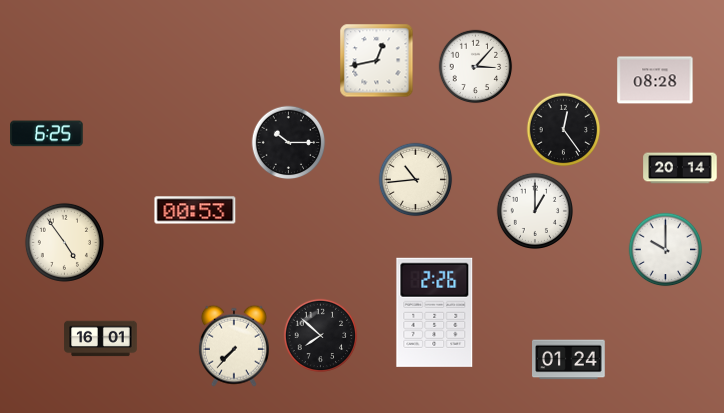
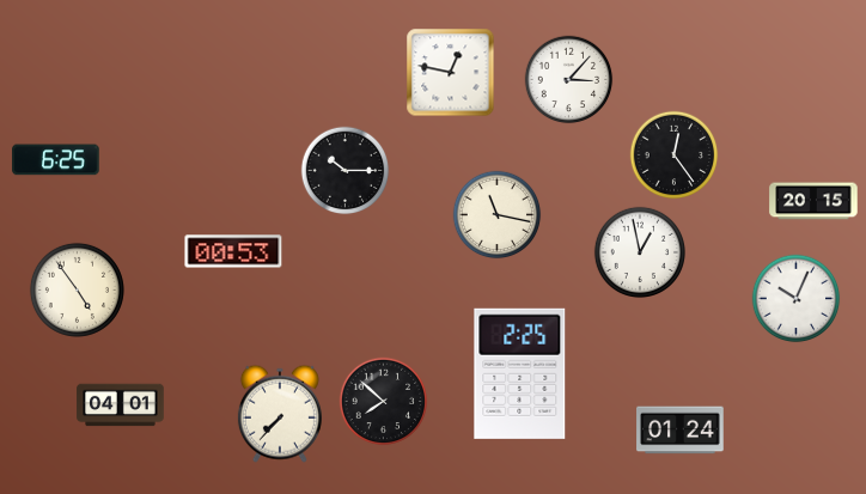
clock at (377, 61): 12:43 -> 12:47
clock at (655, 80): 08:28 -> none
clock at (680, 168): 20:14 -> 20:15
clock at (416, 180): 10:44 -> 11:17
clock at (534, 210): 1:00 -> 12:58
clock at (666, 250): 10:00 -> 10:04
clock at (435, 312): 2:26 -> 2:25
clock at (101, 339): 16:01 -> 04:01
